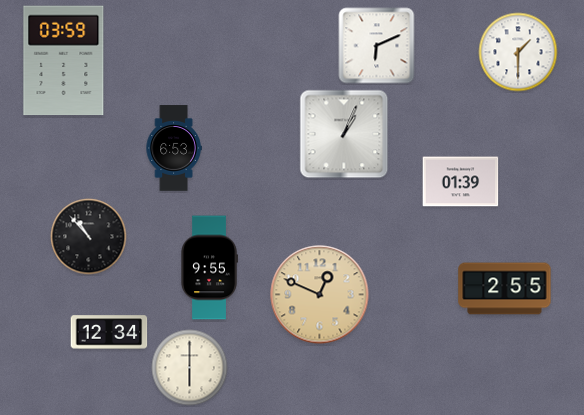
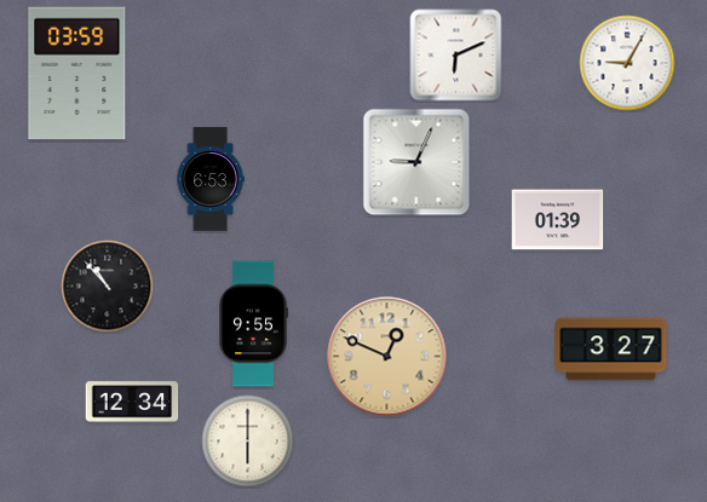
clock at (518, 52): 1:30 -> 9:05
clock at (344, 134): 1:04 -> 9:04
clock at (505, 289): 2:55 -> 3:27
clock at (190, 368) position: (190, 368) -> (248, 442)
